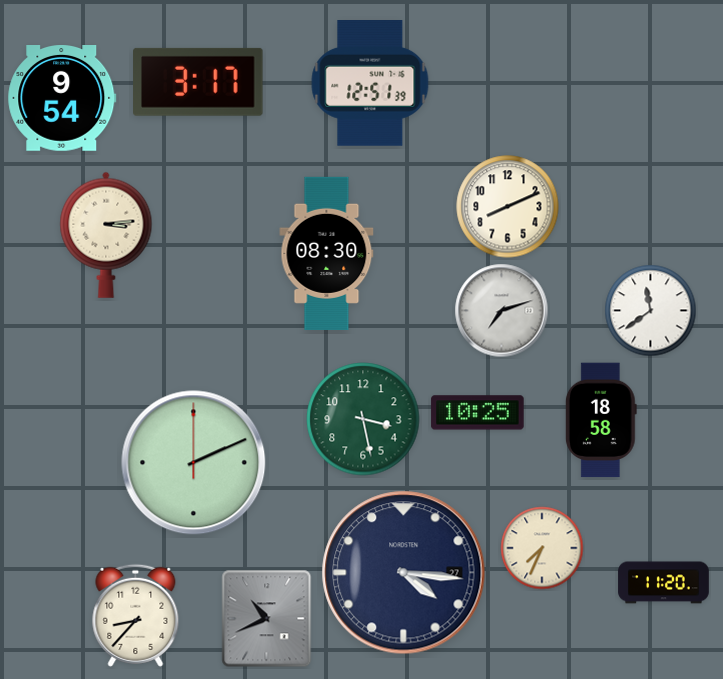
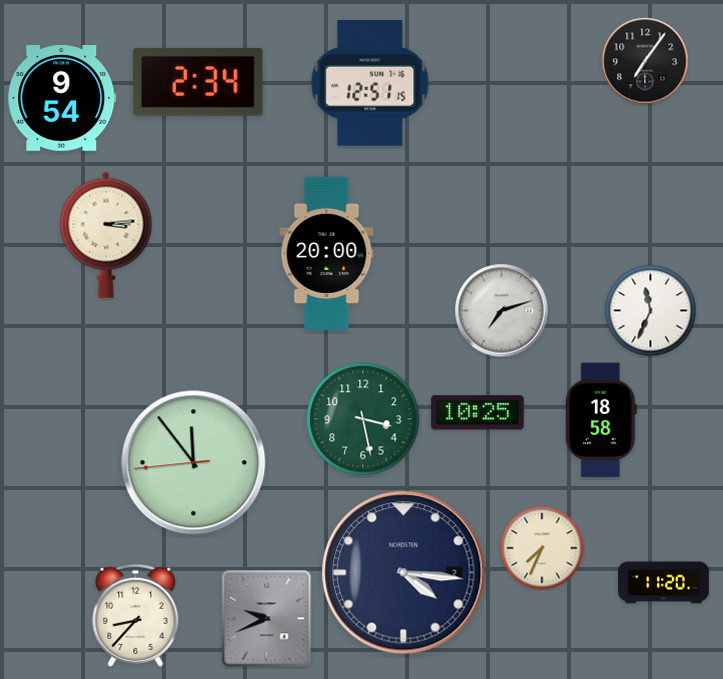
clock at (645, 61): none -> 7:06
clock at (198, 82): 3:17 -> 2:34
clock at (370, 84): 12:51:39 -> 12:51:15
clock at (508, 207): 8:11 -> none
clock at (327, 253): 08:30 -> 20:00
clock at (651, 311): 11:39 -> 11:34
clock at (194, 463): 2:11 -> 11:53
clock at (404, 573) date: 27 -> 2
clock at (267, 619): 10:41 -> 9:41
